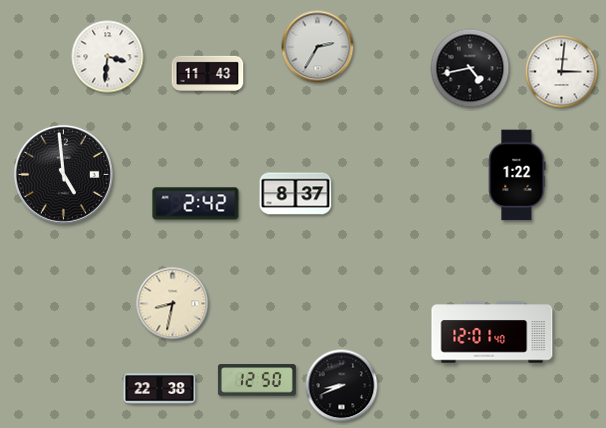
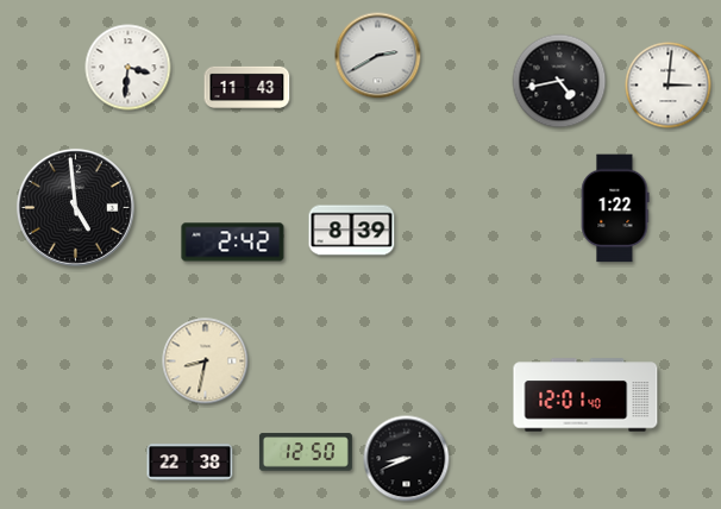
clock at (318, 47): 2:35 -> 2:40
clock at (296, 194): 8:37 -> 8:39
